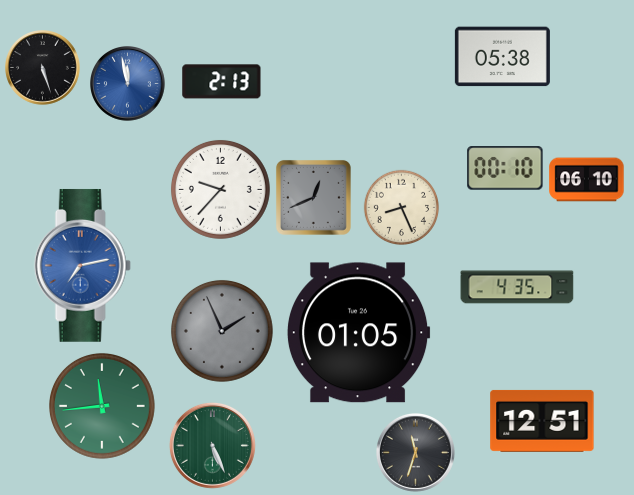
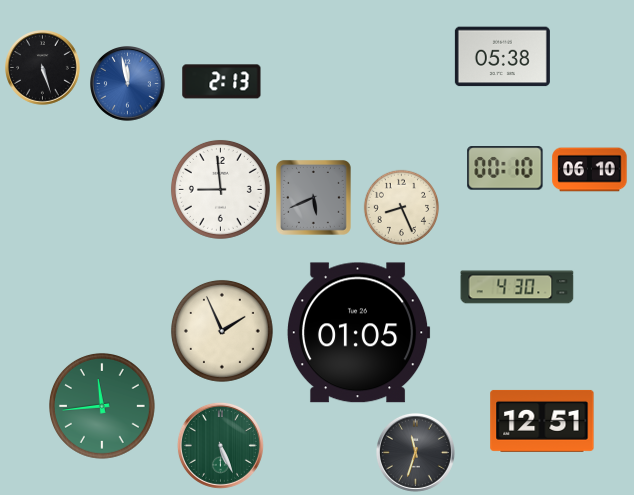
clock at (587, 180) position: (587, 180) -> (590, 170)
clock at (220, 189): 9:37 -> 8:59
clock at (313, 197): 12:41 -> 5:41
clock at (82, 265): 7:13 -> none
clock at (517, 287): 4:35 -> 4:30
clock at (222, 331) dial: grey -> cream
clock at (212, 445) position: (212, 445) -> (220, 445)
